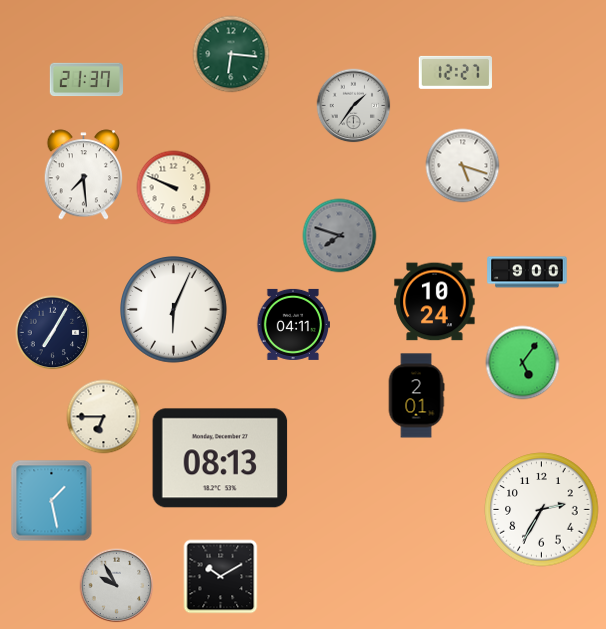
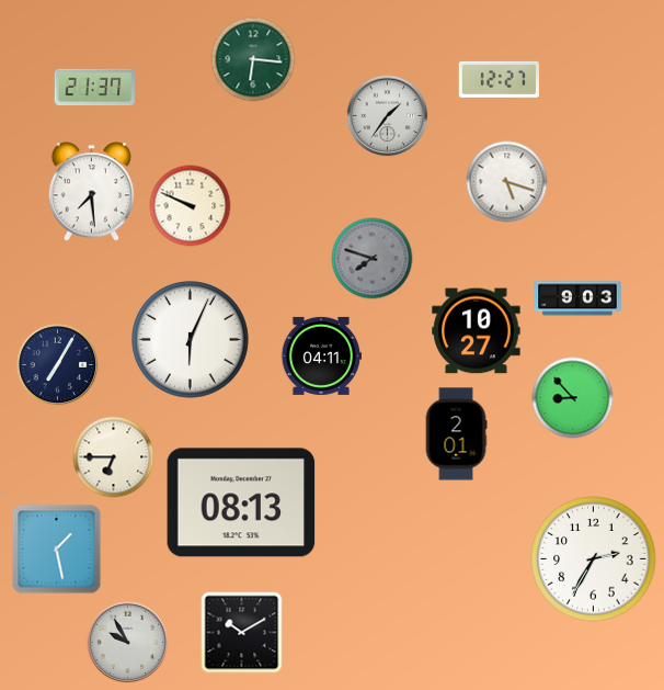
clock at (527, 272): 9:00 -> 9:03
clock at (435, 302): 10:24 -> 10:27
clock at (523, 363): 5:06 -> 8:53
